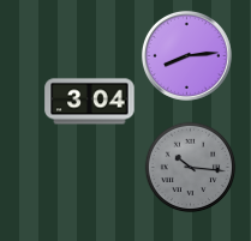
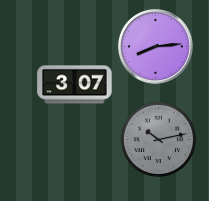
clock at (90, 102): 3:04 -> 3:07
clock at (191, 168): 10:16 -> 10:13
